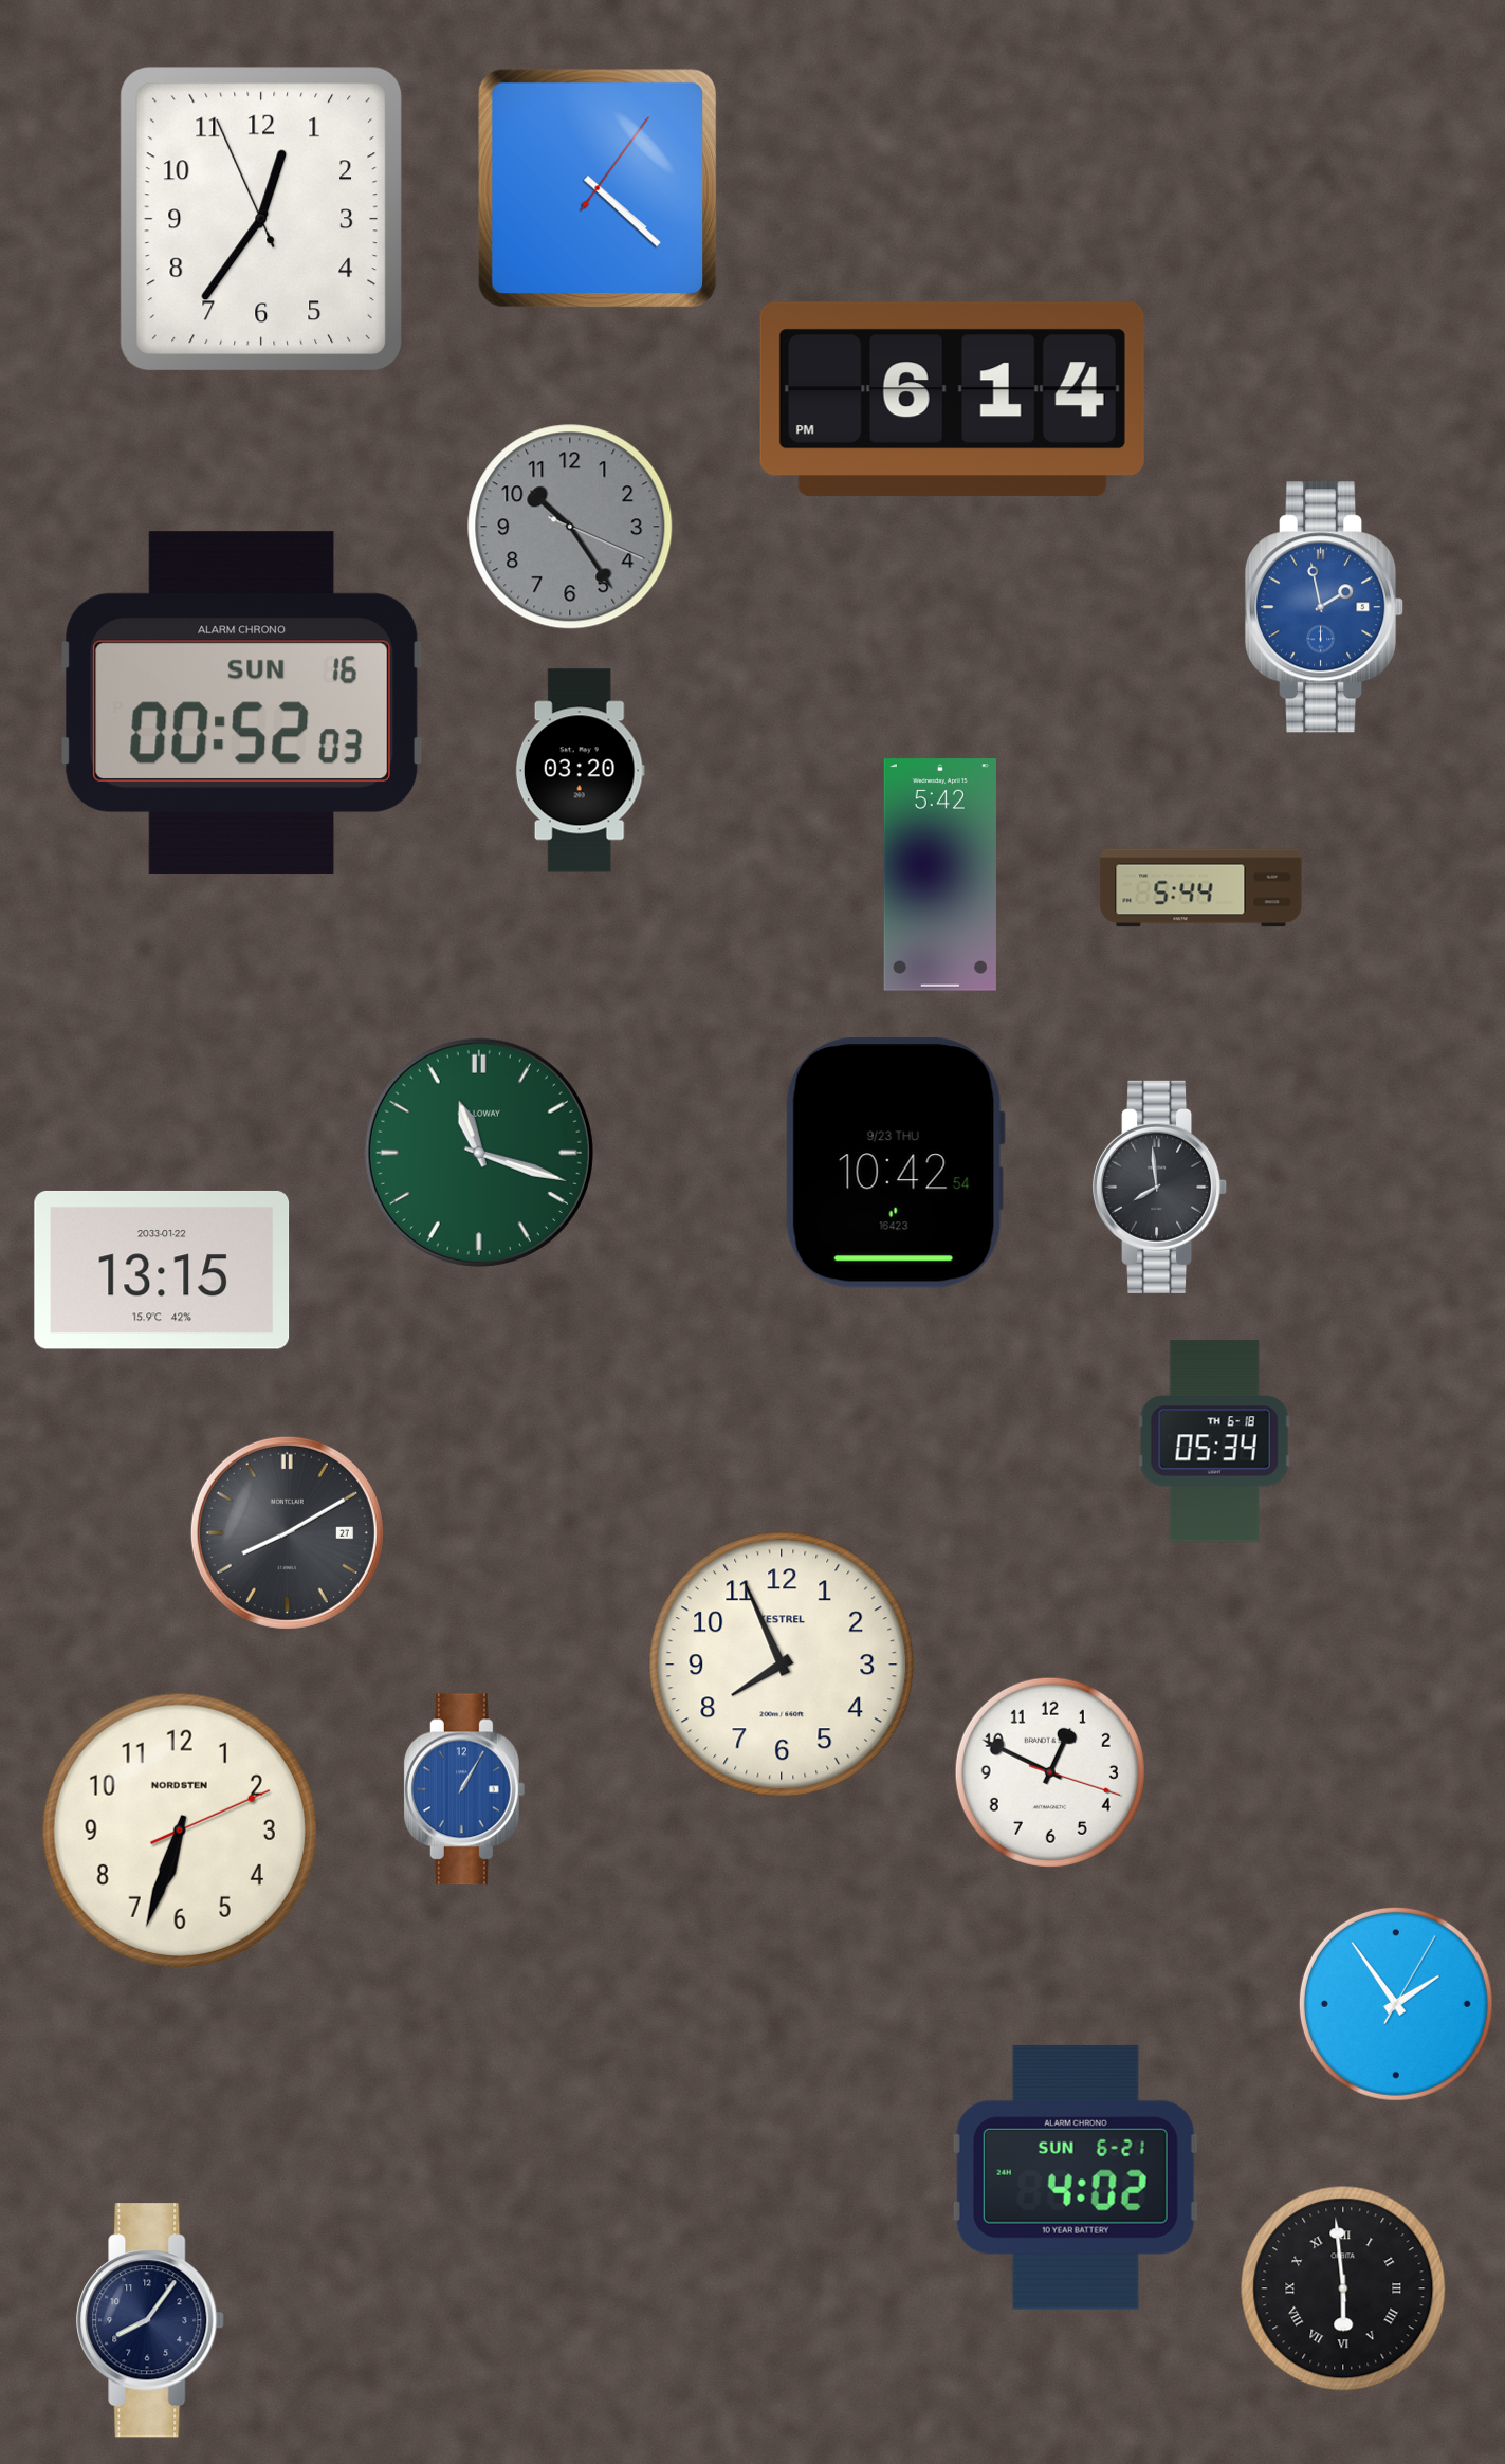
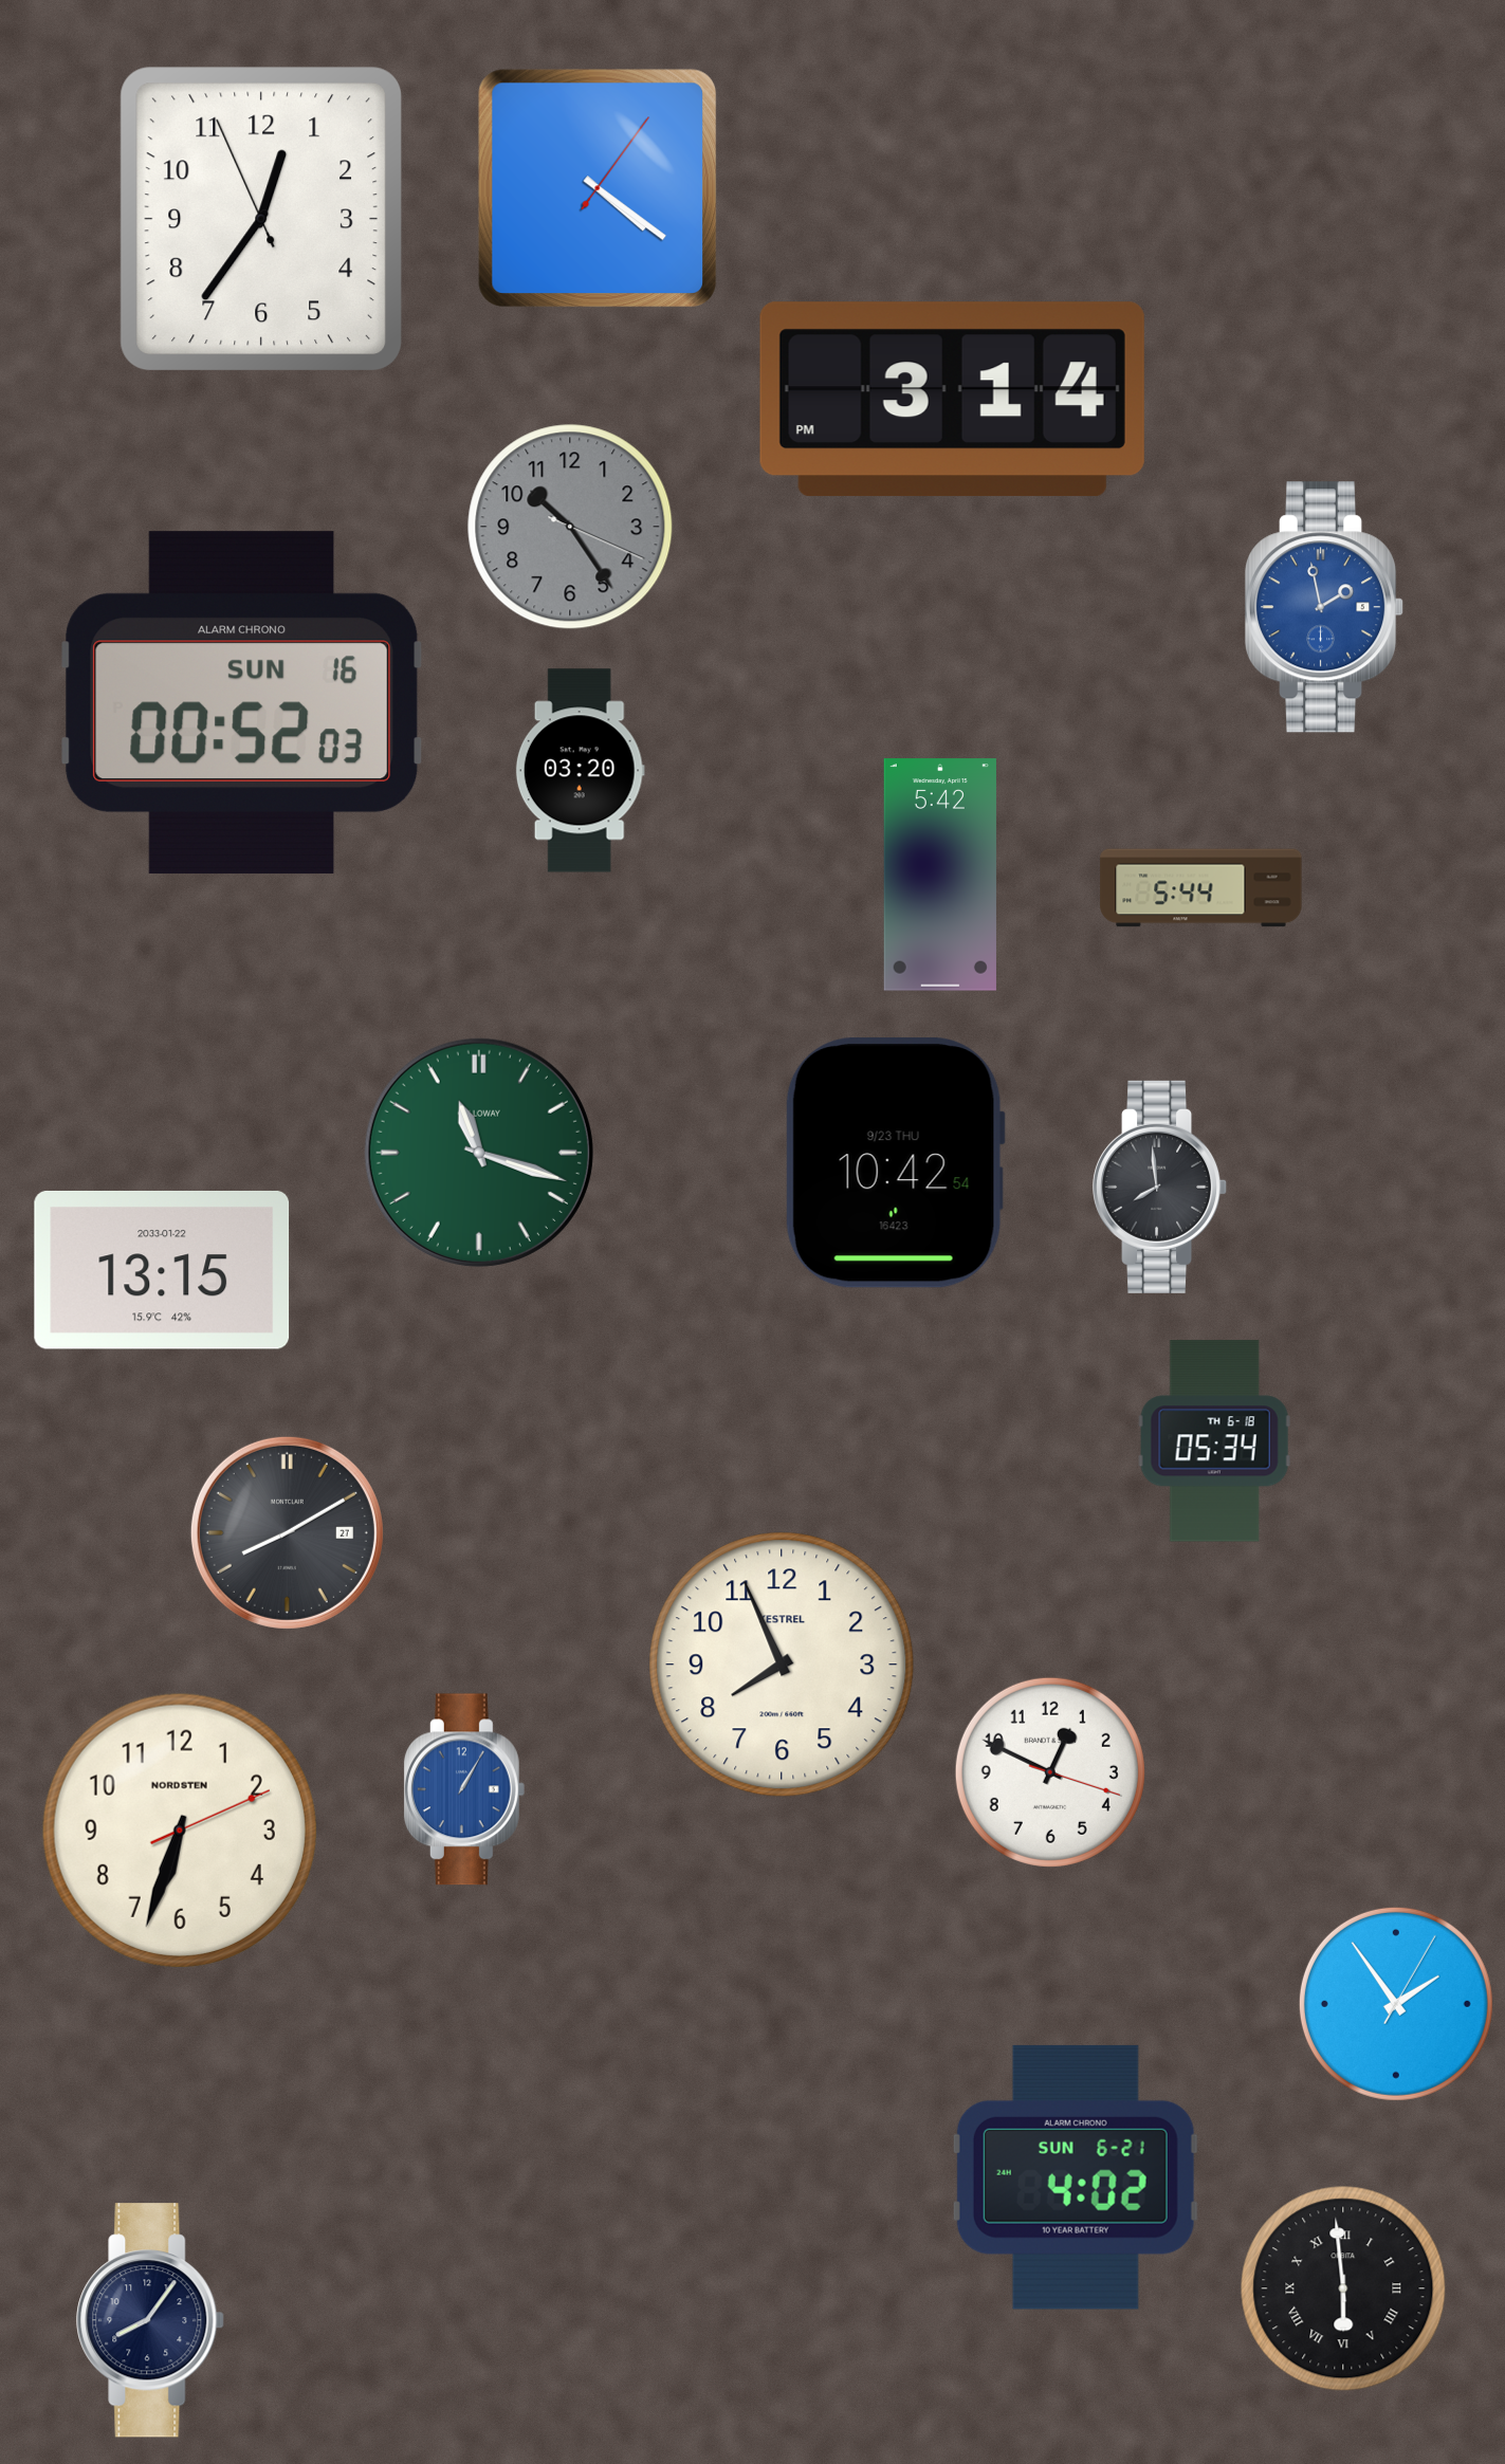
clock at (598, 188): 4:22 -> 4:21
clock at (952, 400): 6:14 -> 3:14
